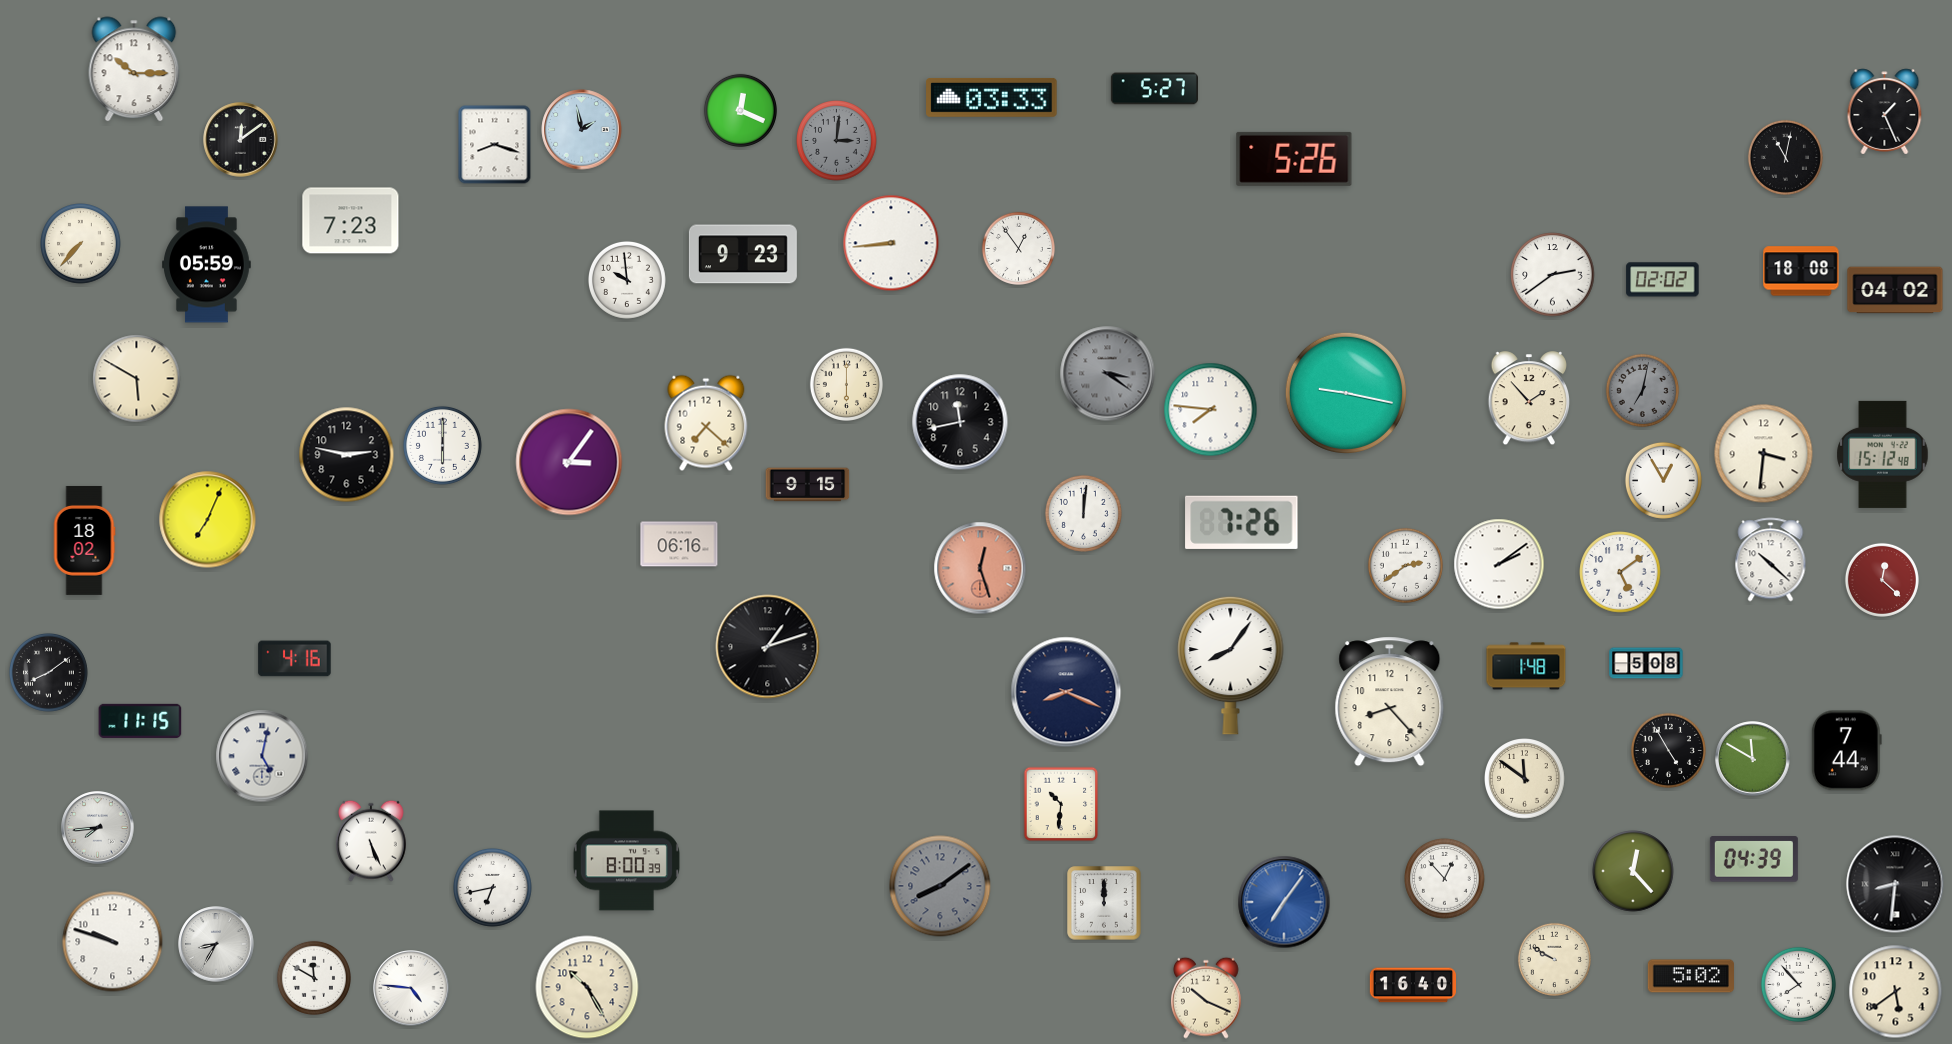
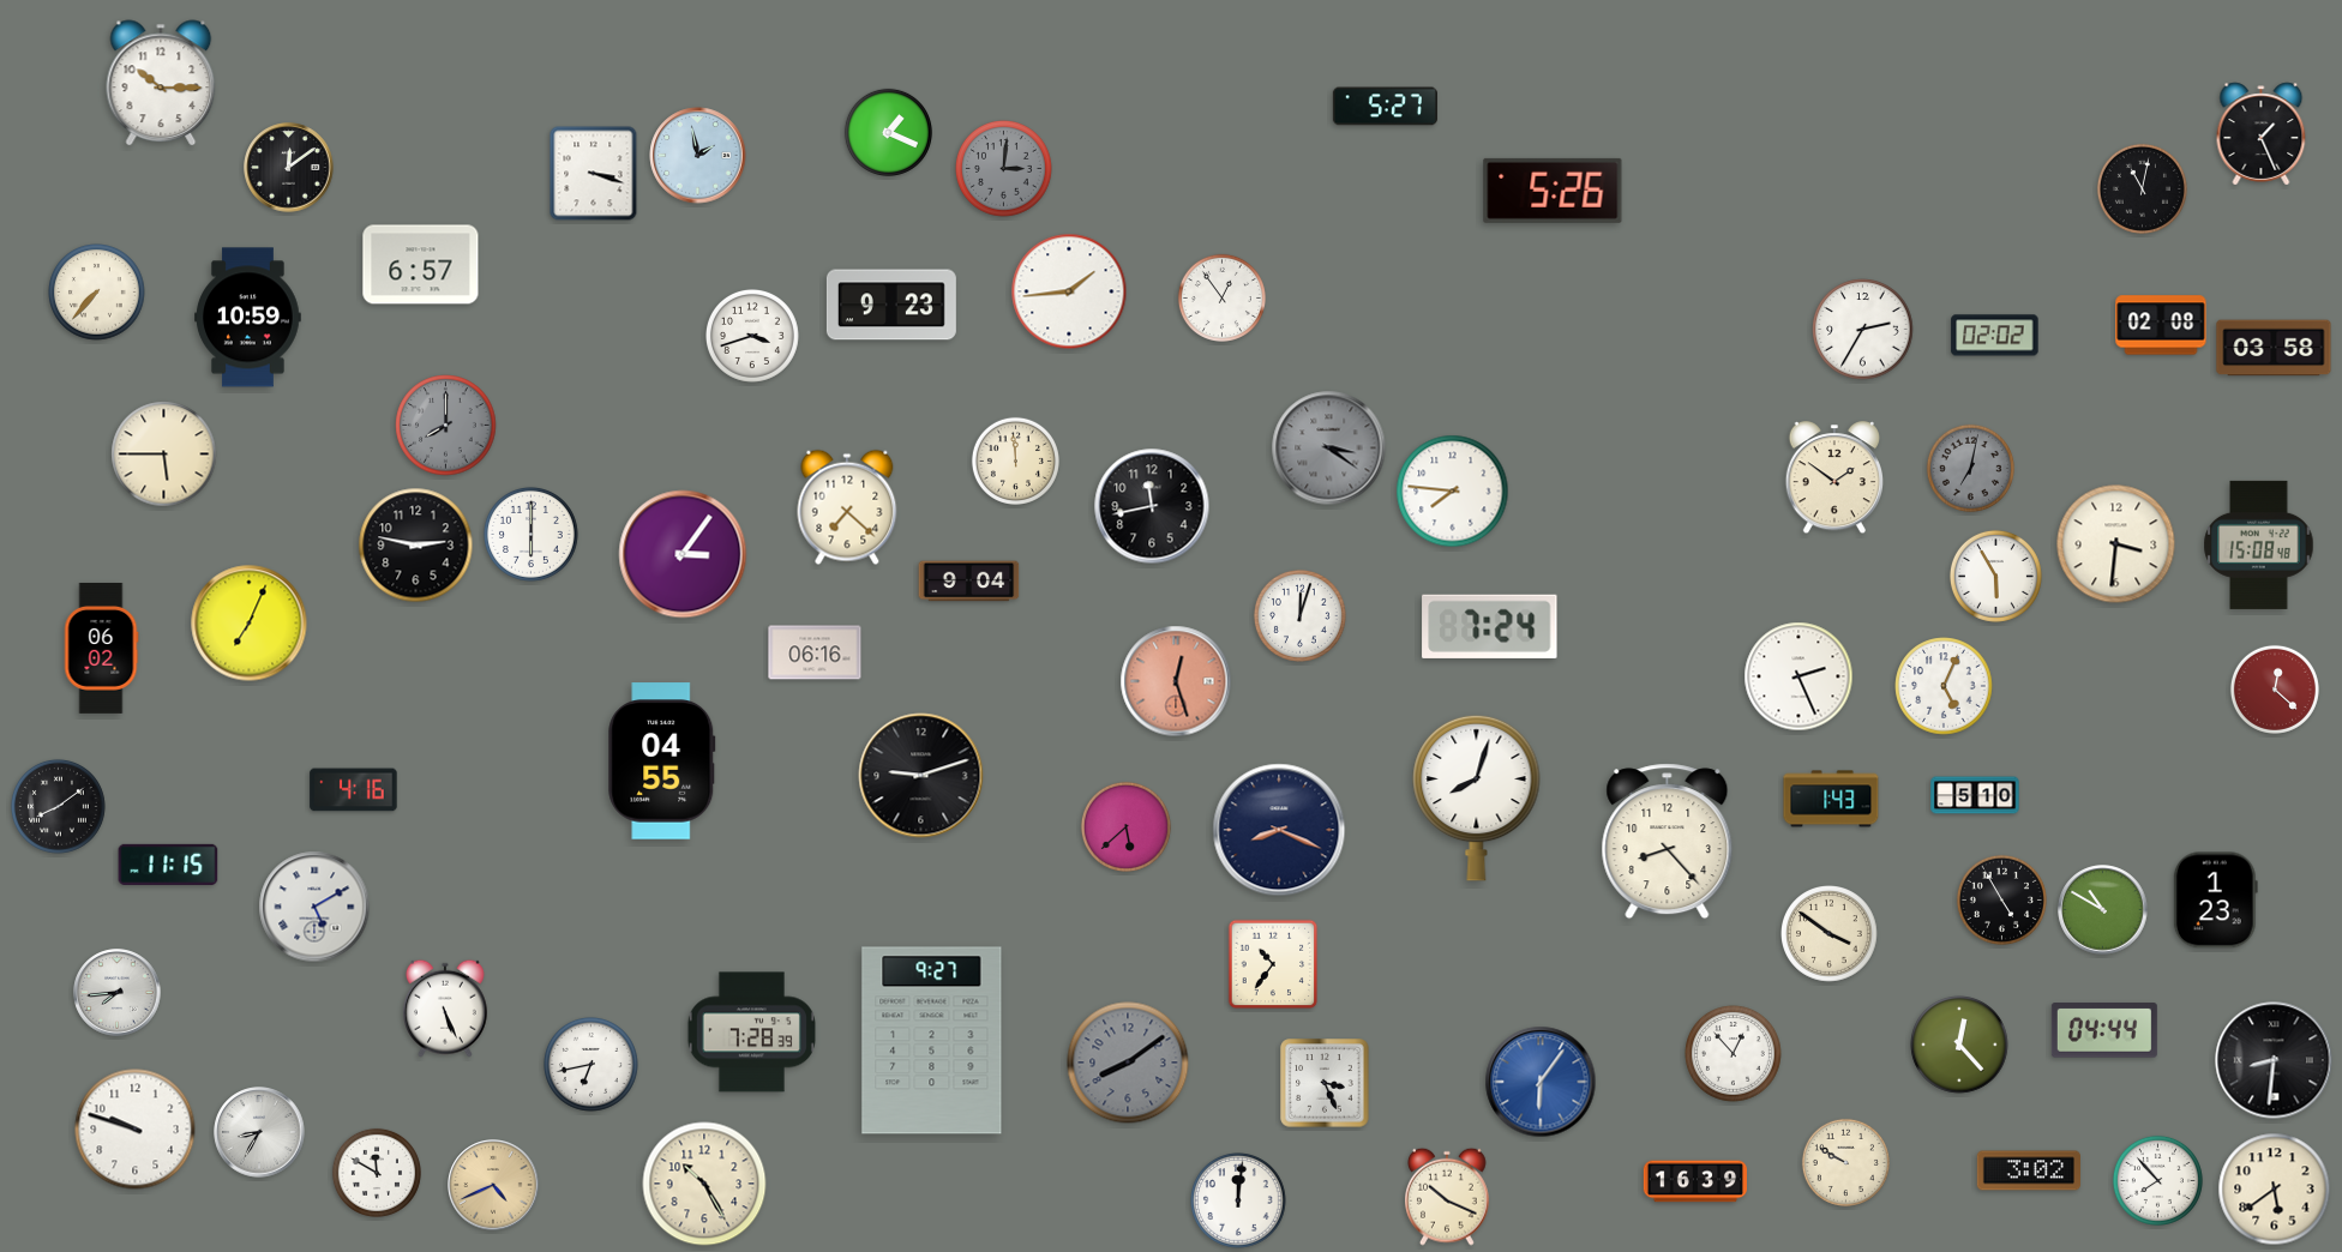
clock at (992, 97): 03:33 -> none
clock at (740, 110): 12:19 -> 1:19
clock at (495, 145): 8:18 -> 3:18
clock at (351, 221): 7:23 -> 6:57
clock at (891, 243): 8:44 -> 1:44
clock at (207, 265): 05:59 -> 10:59
clock at (1801, 271): 18:08 -> 02:08
clock at (1553, 275): 2:39 -> 2:35
clock at (627, 280): 9:59 -> 3:42
clock at (1895, 290): 04:02 -> 03:58
clock at (446, 426): none -> 8:00
clock at (137, 379): 5:50 -> 5:45
clock at (846, 384): 6:00 -> 11:59
clock at (1346, 393): 9:17 -> none
clock at (1528, 399): 1:53 -> 1:51
clock at (1883, 454): 15:12 -> 15:08
clock at (1663, 480): 12:55 -> 5:55
clock at (808, 485): 9:15 -> 9:04
clock at (1083, 513): 12:01 -> 12:03
clock at (1242, 522): 7:26 -> 7:24
clock at (84, 540): 18:02 -> 06:02
clock at (1771, 560): 10:22 -> none
clock at (1499, 564): 2:09 -> 2:26
clock at (1405, 565): 2:39 -> none
clock at (1620, 572): 5:09 -> 5:04
clock at (1882, 580) position: (1882, 580) -> (2275, 690)
clock at (662, 762): none -> 04:55
clock at (768, 647): 1:12 -> 9:12
clock at (1646, 663): 5:08 -> 5:10
clock at (1231, 665): 8:06 -> 8:03
clock at (1526, 666): 1:48 -> 1:43
clock at (1125, 826): none -> 5:38
clock at (1846, 751): 7:44 -> 1:23
clock at (262, 756): 5:02 -> 5:10
clock at (1753, 759): 11:50 -> 10:50
clock at (1525, 779): 11:51 -> 3:51
clock at (1061, 804): 10:31 -> 10:36
clock at (1754, 859): 04:39 -> 04:44
clock at (626, 861): 8:00 -> 7:28
clock at (932, 1041): none -> 9:27
clock at (1284, 902): 7:06 -> 6:06
clock at (1104, 903): 12:00 -> 3:26
clock at (1554, 959) position: (1554, 959) -> (1845, 1162)
clock at (1691, 976): 5:02 -> 3:02
clock at (1413, 985): 16:40 -> 16:39
clock at (411, 988): 4:46 -> 4:41
clock at (411, 988) dial: white -> champagne
clock at (1239, 1202): none -> 12:01
